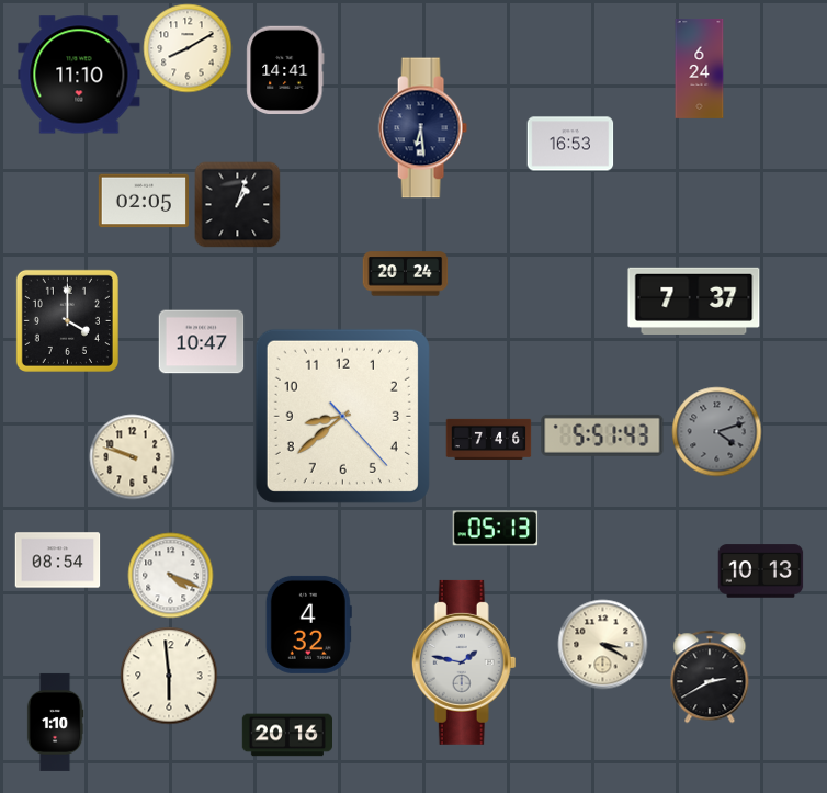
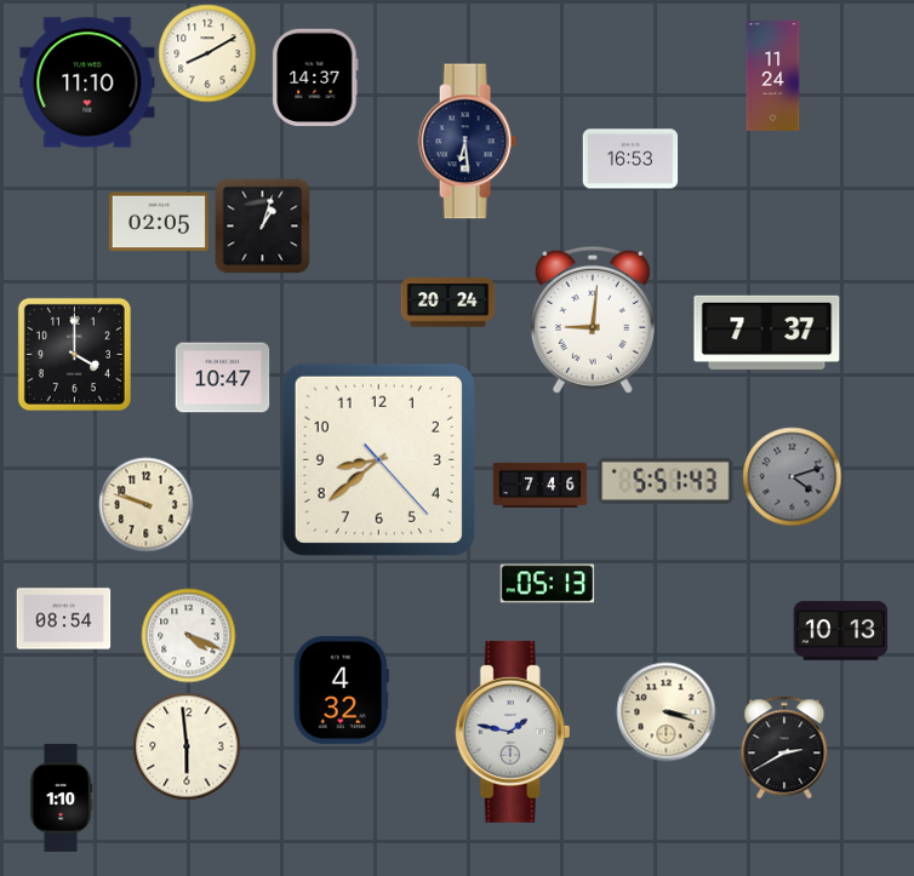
clock at (285, 69): 14:41 -> 14:37
clock at (700, 69): 6:24 -> 11:24
clock at (593, 320): none -> 9:01
clock at (602, 644): 3:20 -> 3:18
clock at (286, 735): 20:16 -> none
